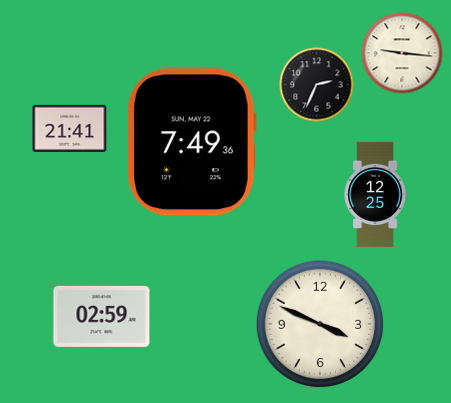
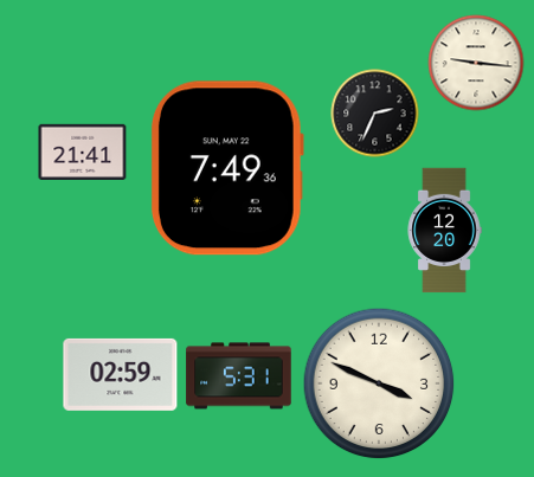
clock at (317, 85) position: (317, 85) -> (375, 114)
clock at (375, 195): 12:25 -> 12:20
clock at (239, 376): none -> 5:31
